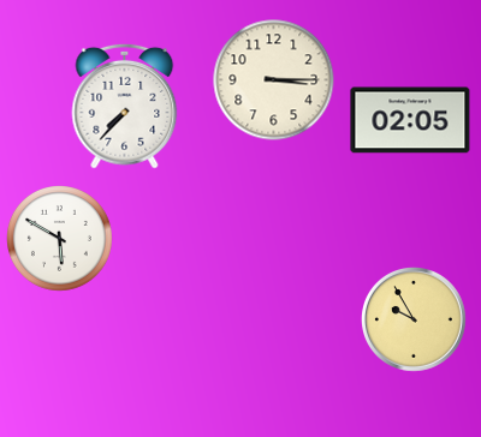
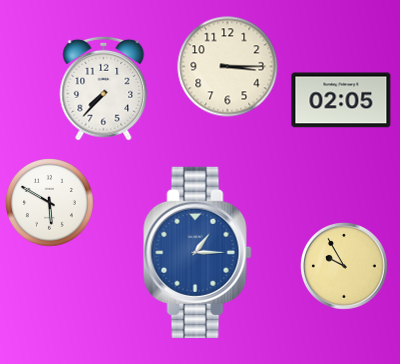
clock at (60, 239) position: (60, 239) -> (50, 203)
clock at (198, 252): none -> 1:15
